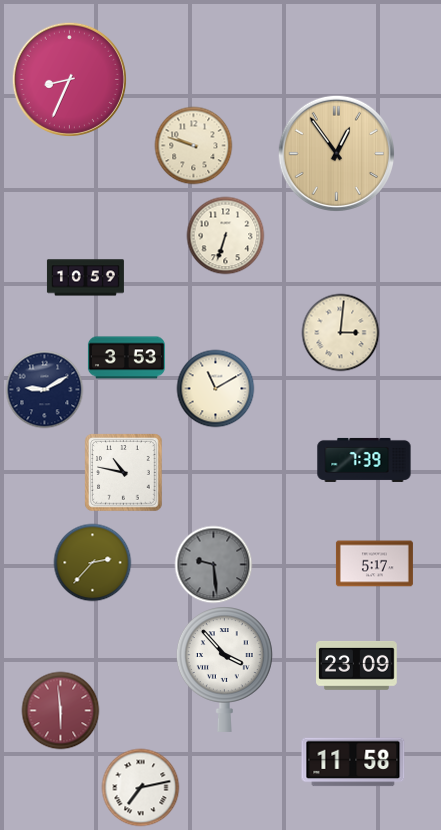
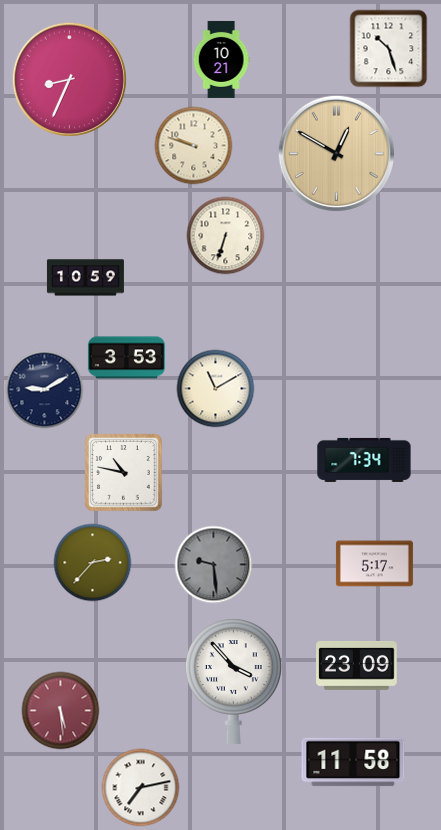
clock at (388, 48): none -> 10:27
clock at (221, 59): none -> 10:21
clock at (336, 153): 12:54 -> 12:50
clock at (340, 332): 3:01 -> none
clock at (364, 460): 7:39 -> 7:34
clock at (224, 669) position: (224, 669) -> (233, 681)
clock at (60, 710): 5:59 -> 5:29
